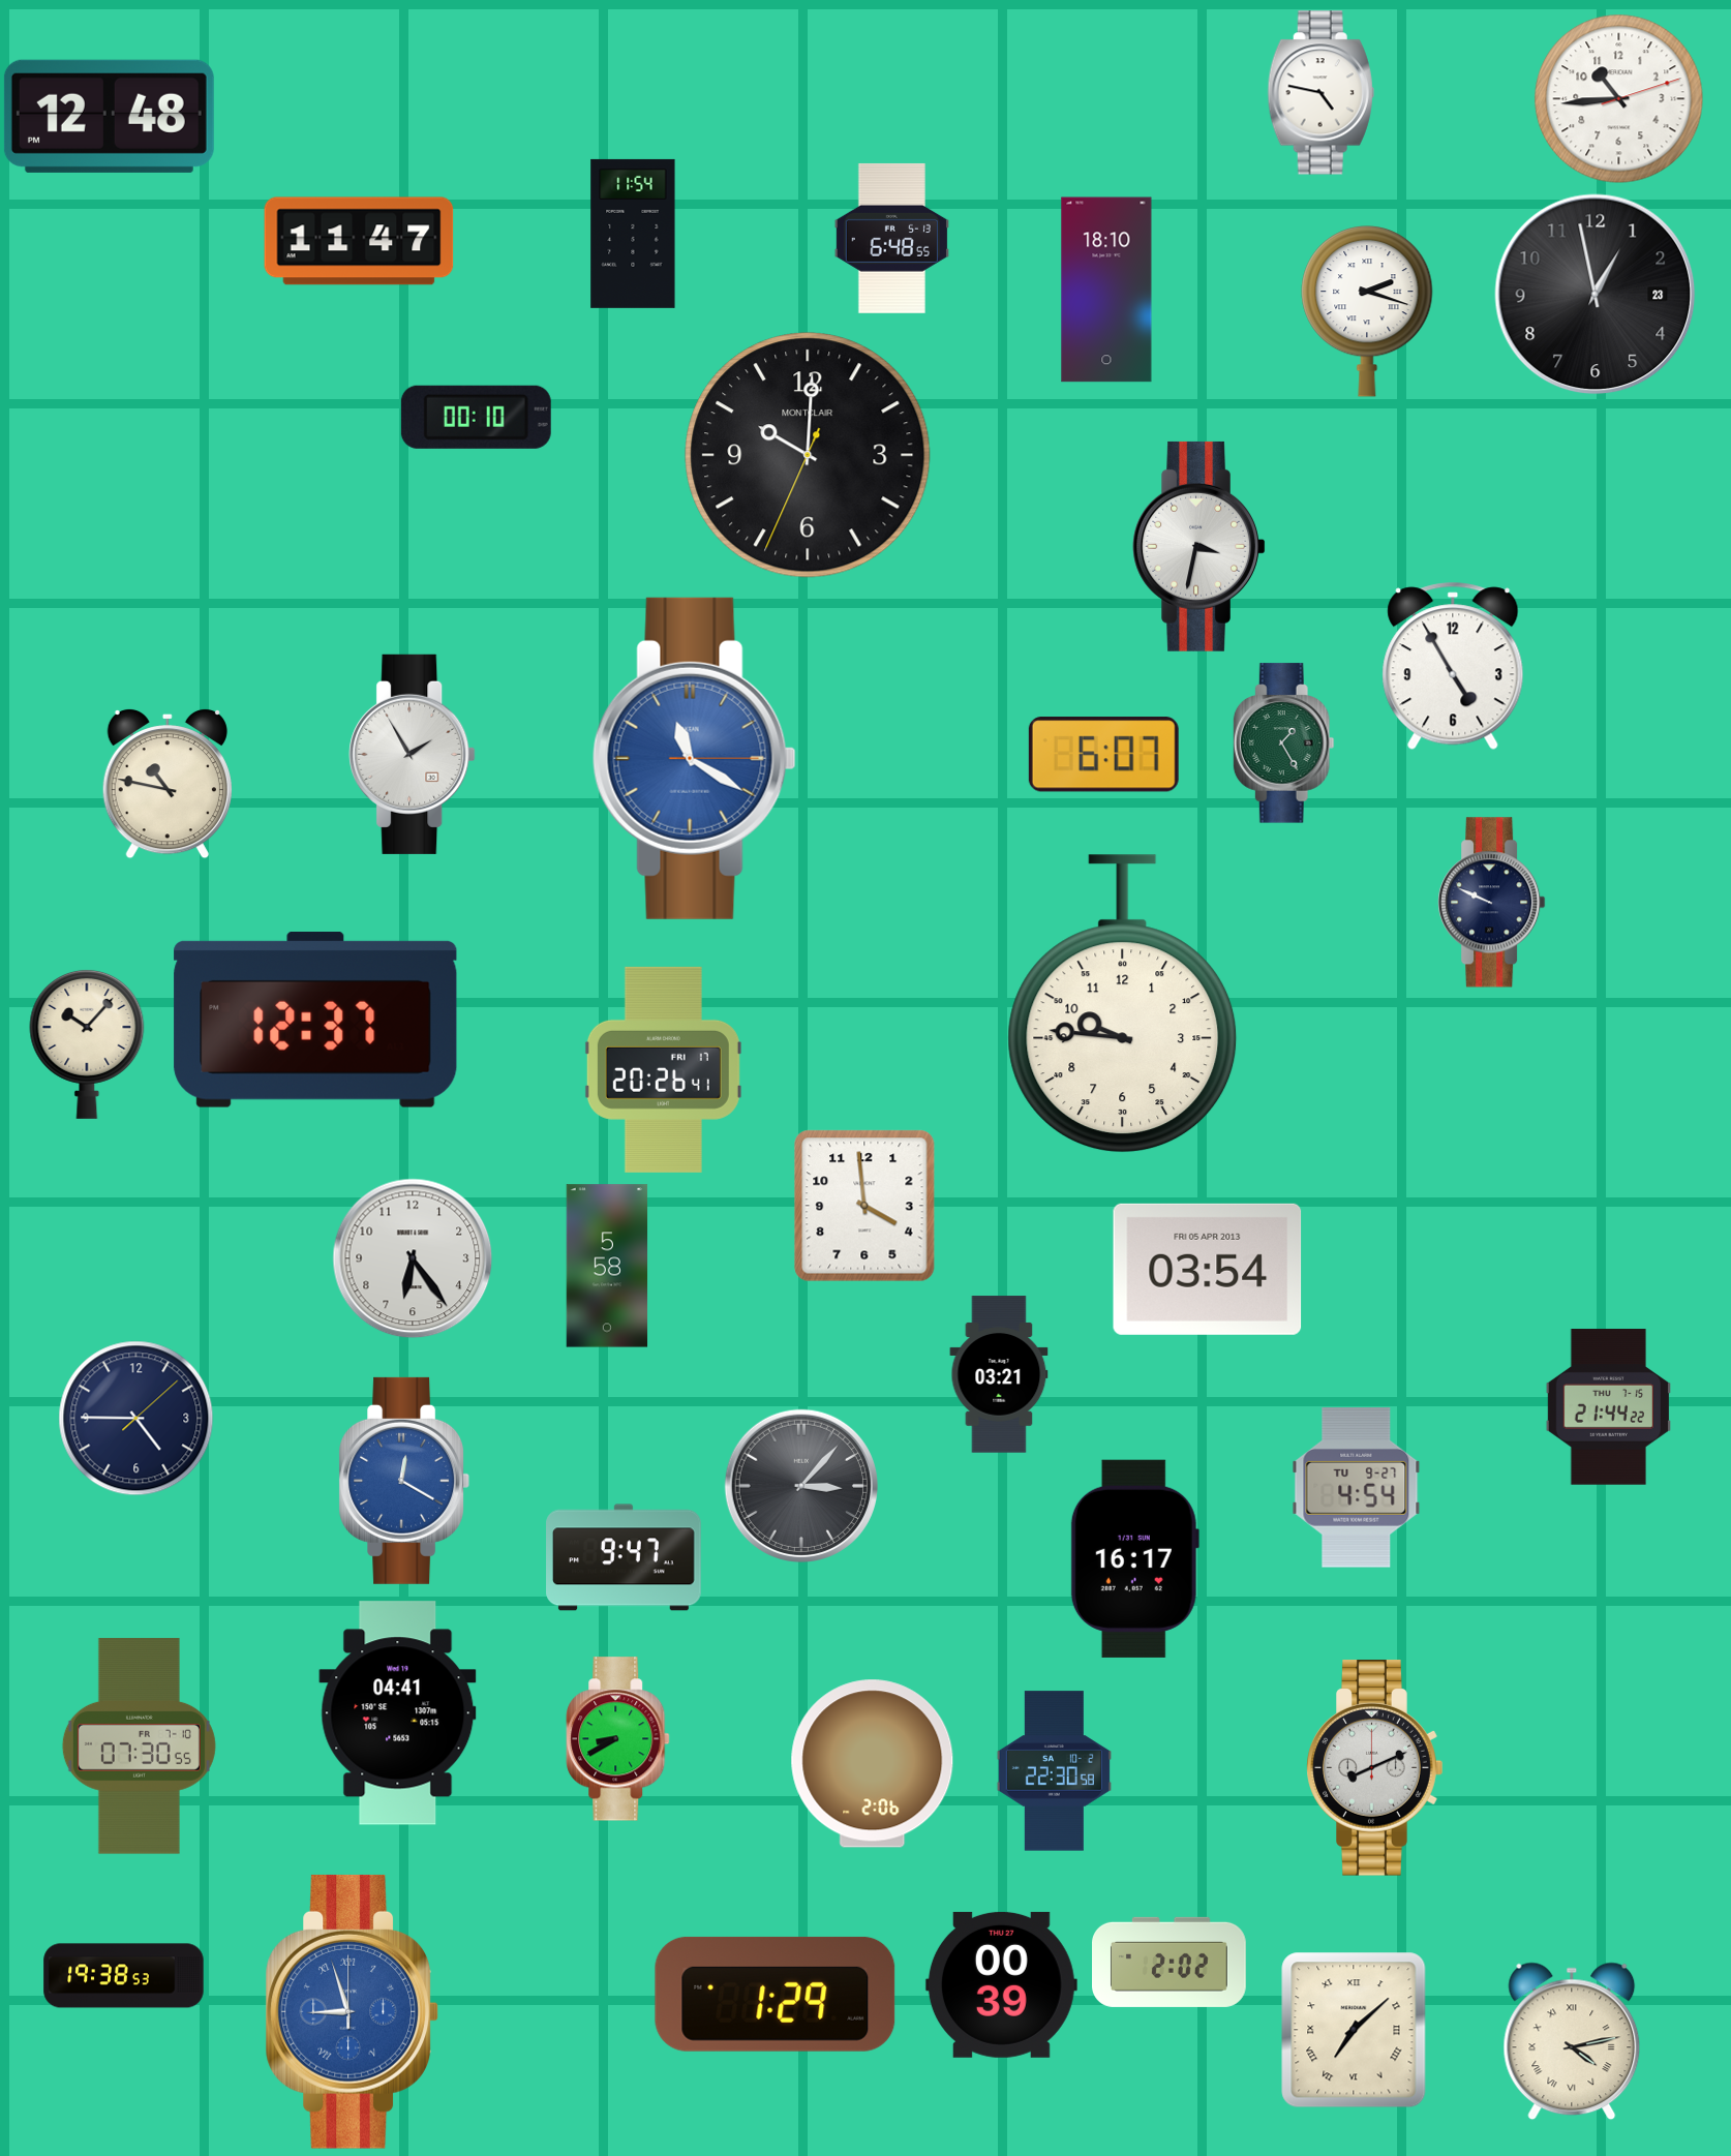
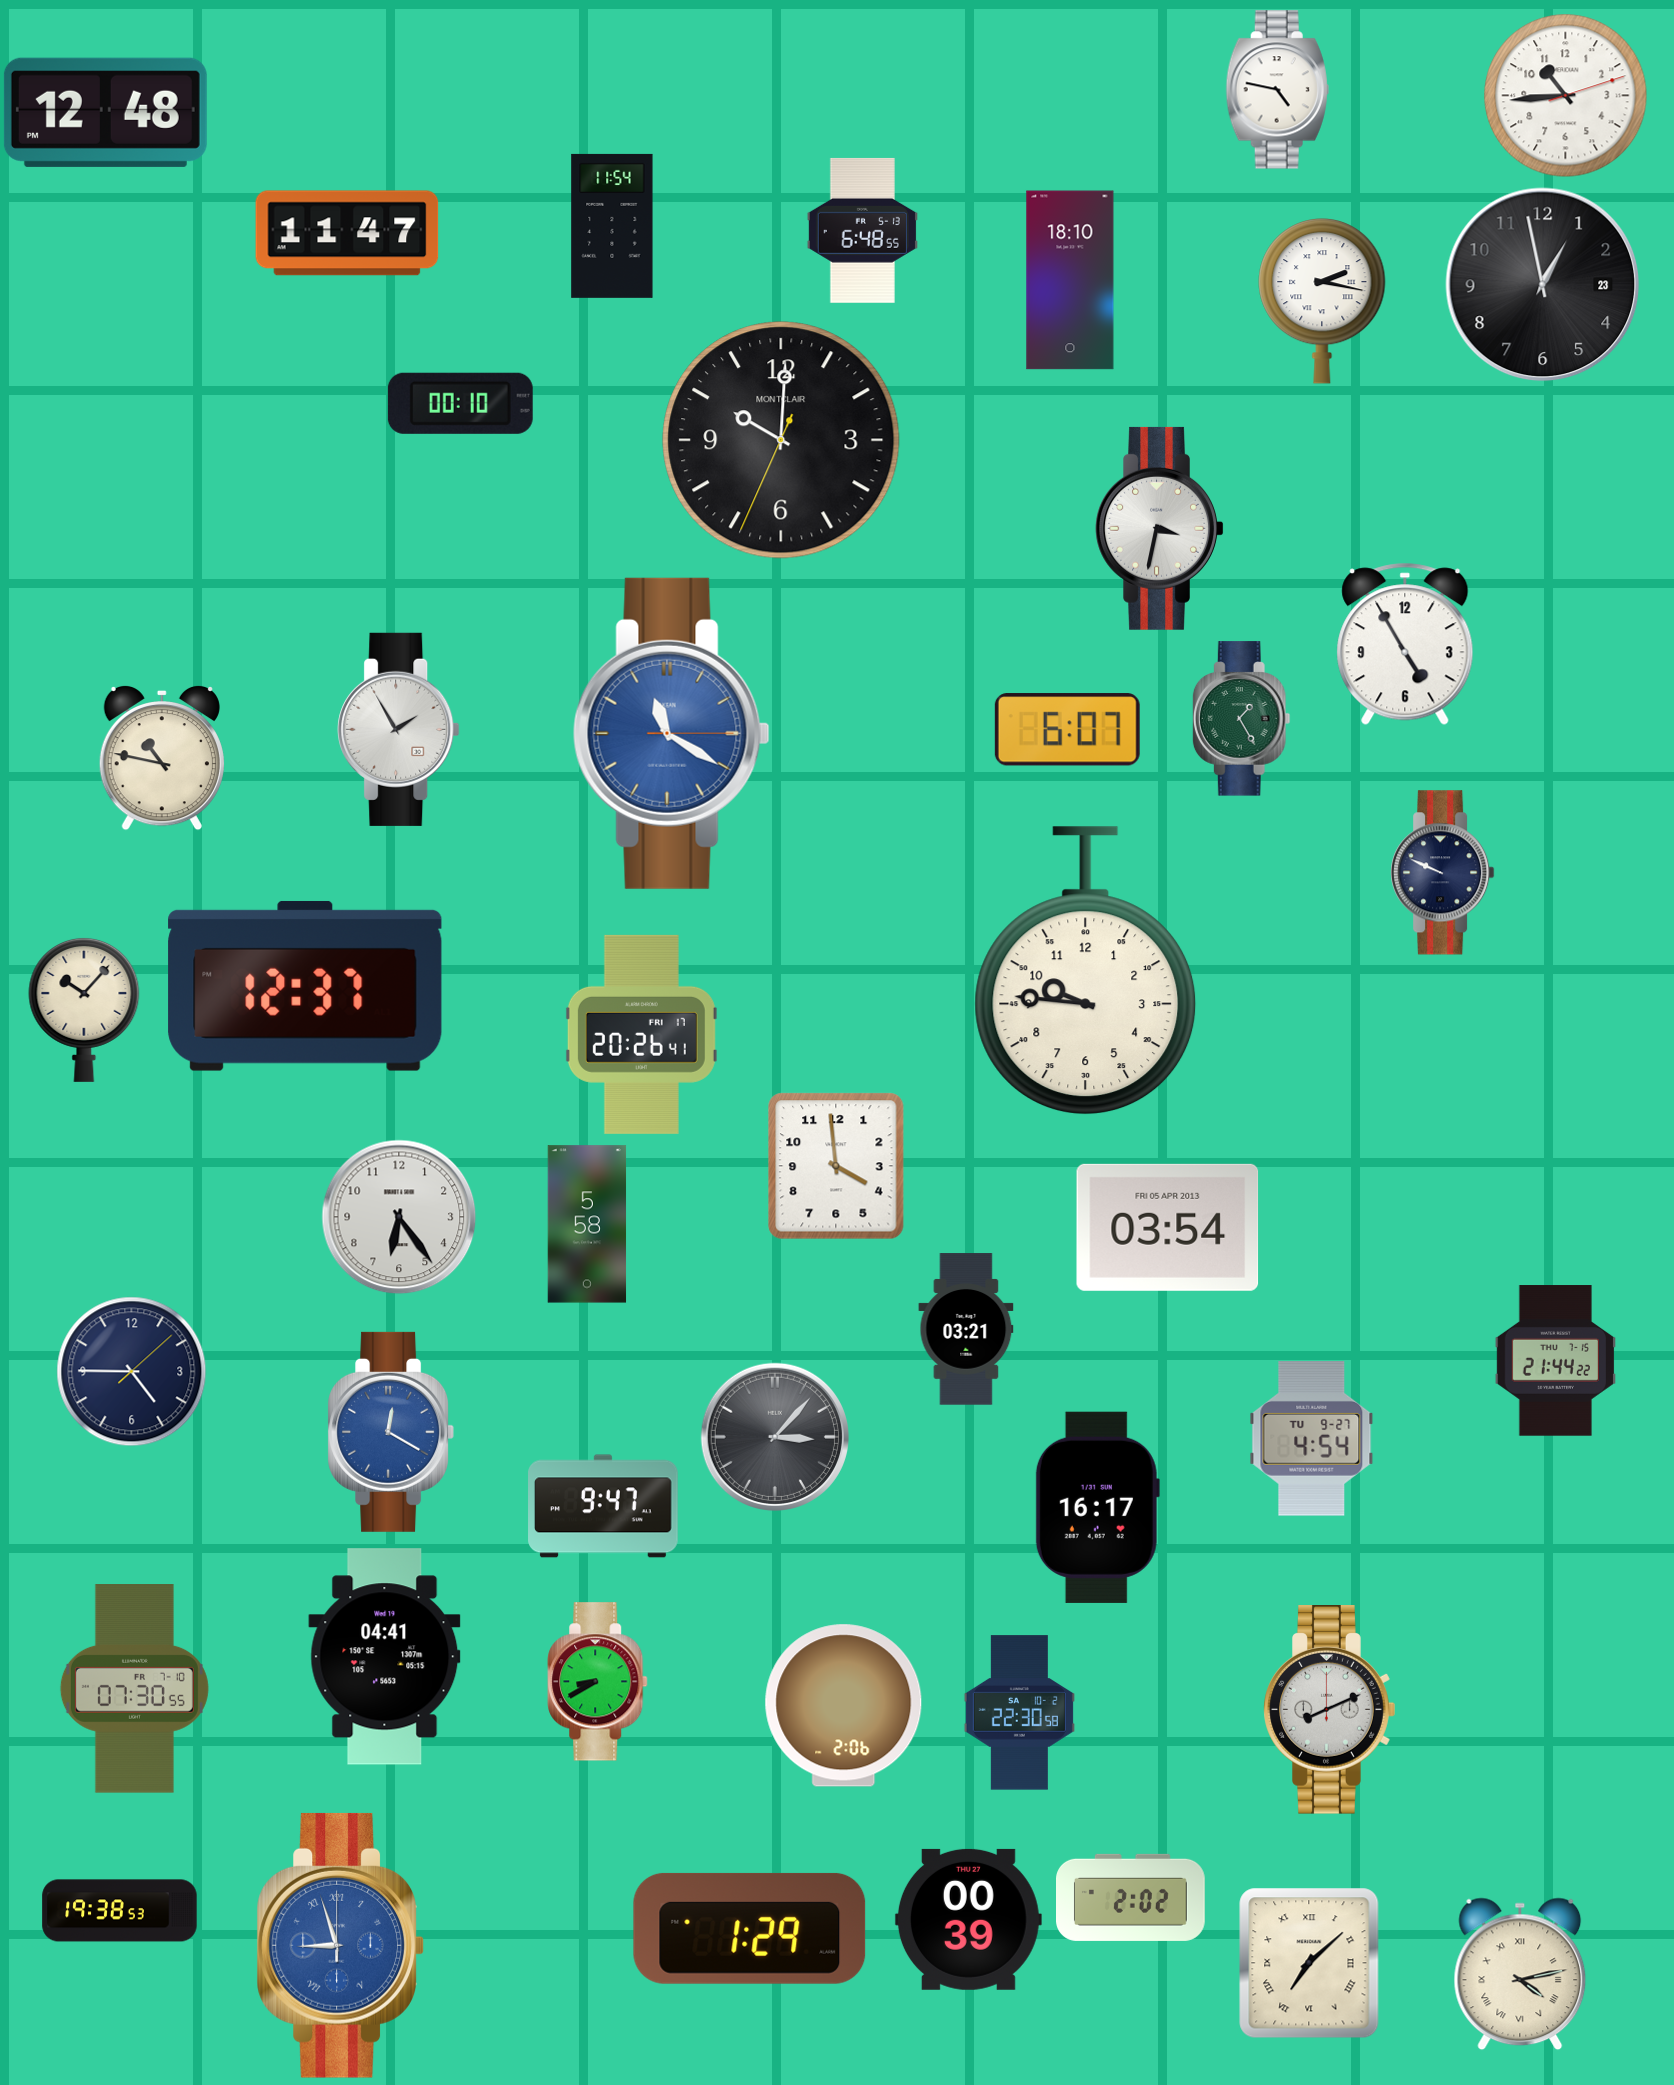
clock at (1367, 312): 2:18 -> 2:17
